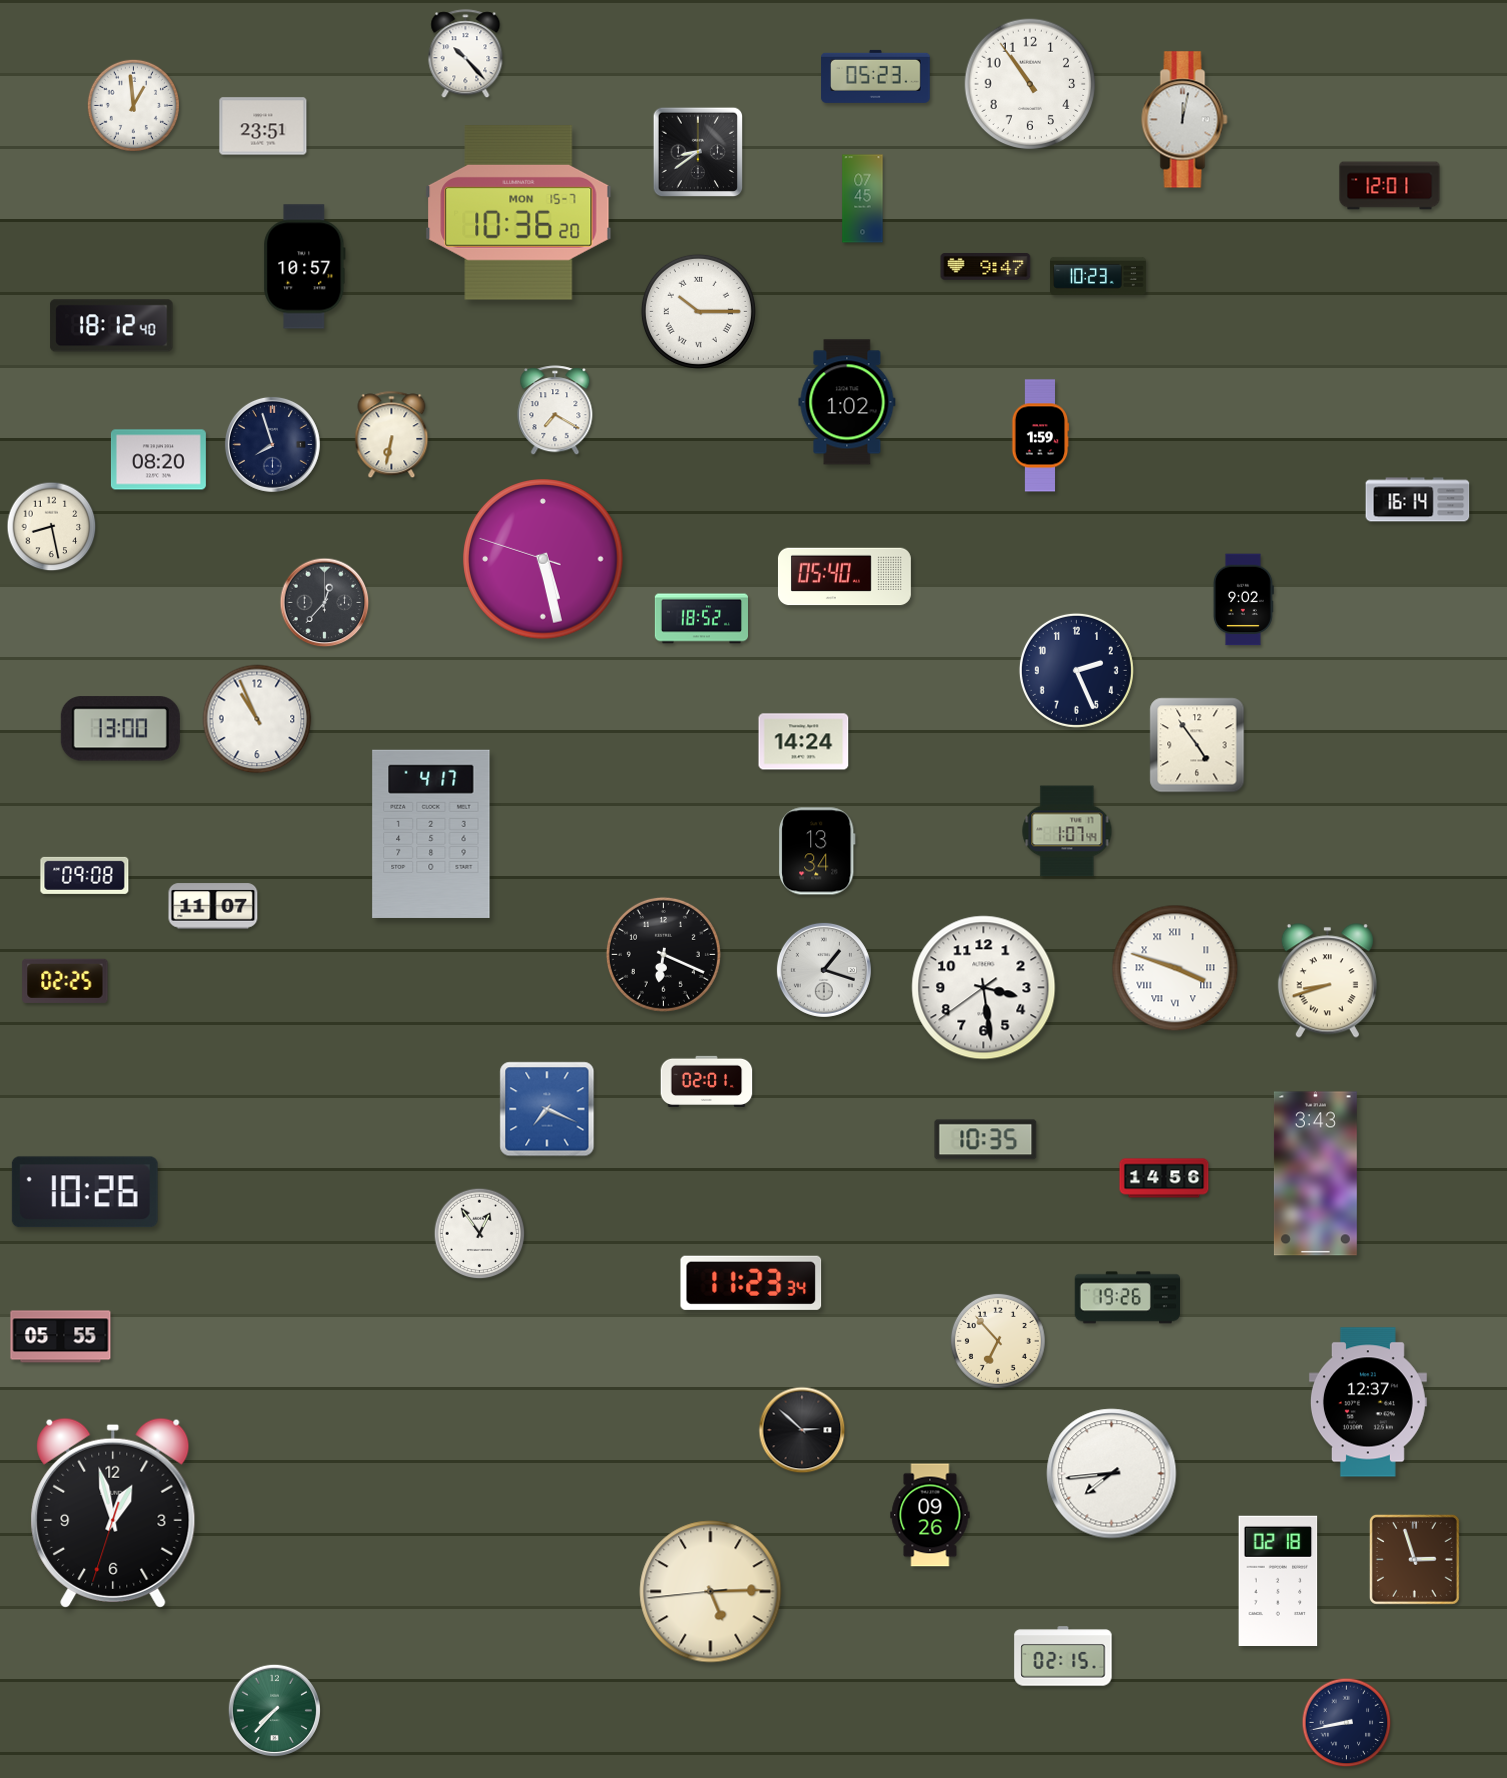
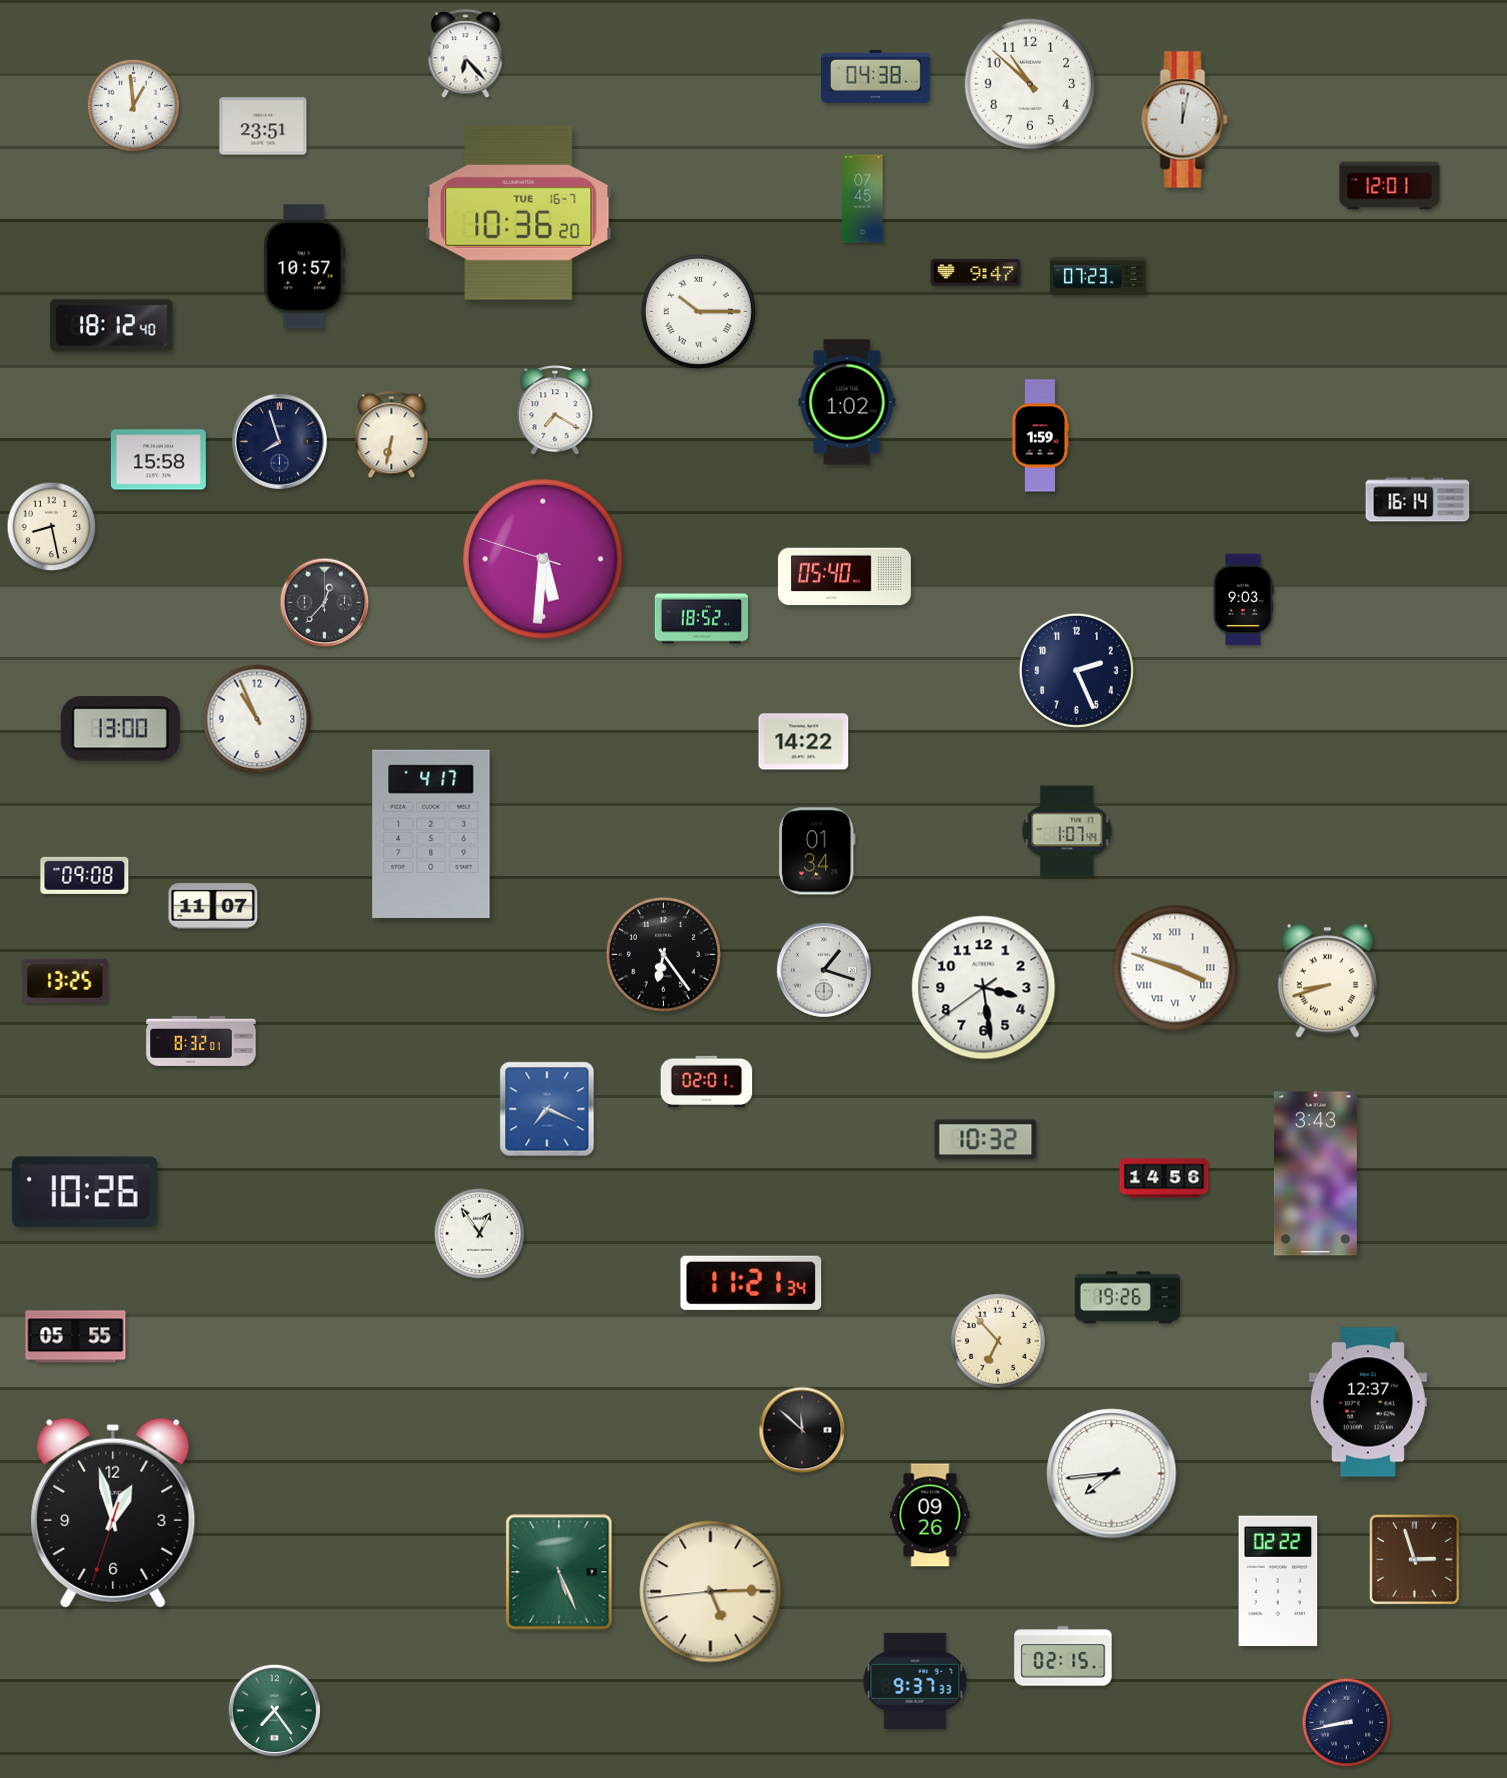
clock at (466, 54): 10:23 -> 6:23
clock at (876, 76): 05:23 -> 04:38
clock at (1030, 84): 10:54 -> 10:52
clock at (698, 152): 8:39 -> none
clock at (519, 213) date: MON 15-7 -> TUE 16-7
clock at (986, 267) position: (986, 267) -> (976, 273)
clock at (1098, 276): 10:23 -> 07:23
clock at (272, 444) position: (272, 444) -> (279, 441)
clock at (158, 460): 08:20 -> 15:58
clock at (543, 559): 5:27 -> 5:30
clock at (1243, 600): 9:02 -> 9:03
clock at (804, 742): 14:24 -> 14:22
clock at (1197, 745): 4:54 -> none
clock at (817, 851): 13:34 -> 01:34
clock at (663, 954): 6:19 -> 6:24
clock at (65, 981): 02:25 -> 13:25
clock at (201, 1041): none -> 8:32
clock at (986, 1140): 10:35 -> 10:32
clock at (751, 1283): 11:23 -> 11:21
clock at (61, 1337) position: (61, 1337) -> (76, 1337)
clock at (802, 1430): 2:52 -> 11:52
clock at (559, 1572): none -> 5:26
clock at (1278, 1580): 02:18 -> 02:22
clock at (915, 1681): none -> 9:37
clock at (274, 1710): 7:37 -> 7:24
